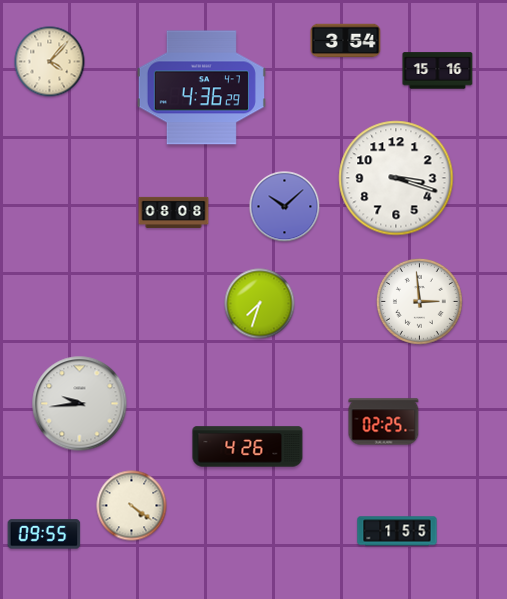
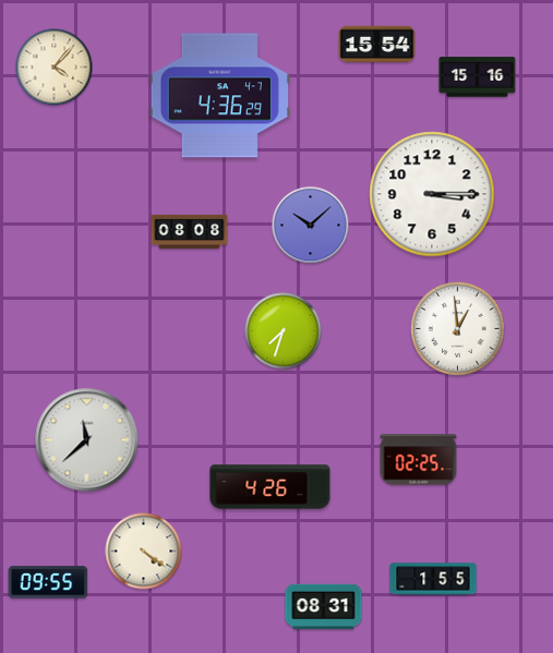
clock at (346, 41): 3:54 -> 15:54
clock at (396, 178): 3:18 -> 3:15
clock at (420, 302): 2:59 -> 12:59
clock at (80, 404): 9:44 -> 11:38
clock at (324, 607): none -> 08:31
